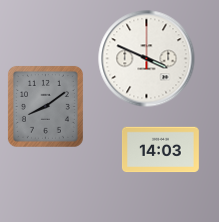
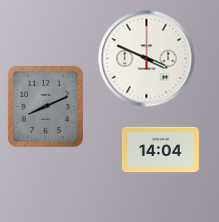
clock at (45, 106): 8:09 -> 8:11
clock at (160, 150): 14:03 -> 14:04
